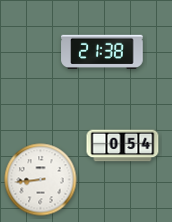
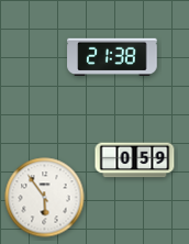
clock at (123, 146): 0:54 -> 0:59
clock at (41, 180): 8:44 -> 5:54
